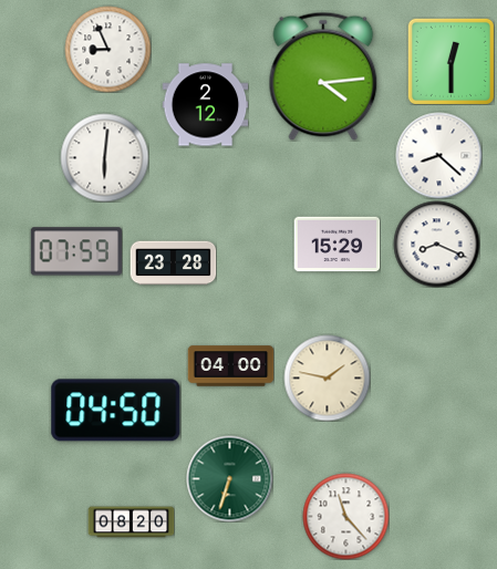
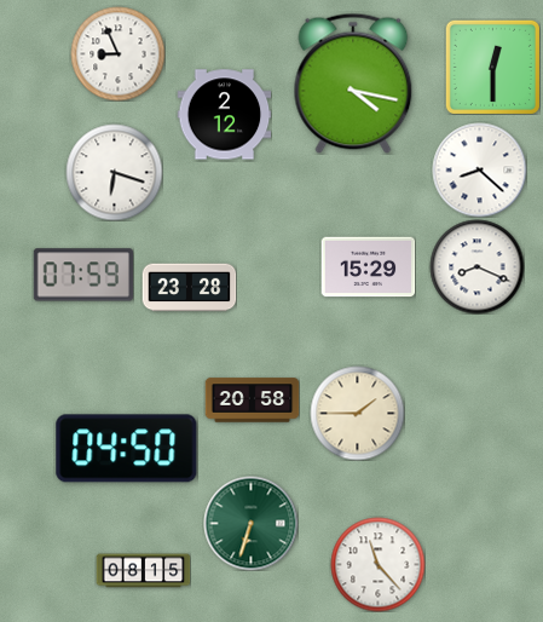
clock at (323, 76): 4:14 -> 4:17
clock at (104, 157): 6:01 -> 6:18
clock at (230, 366): 04:00 -> 20:58
clock at (327, 377): 1:47 -> 1:45
clock at (131, 523): 08:20 -> 08:15
